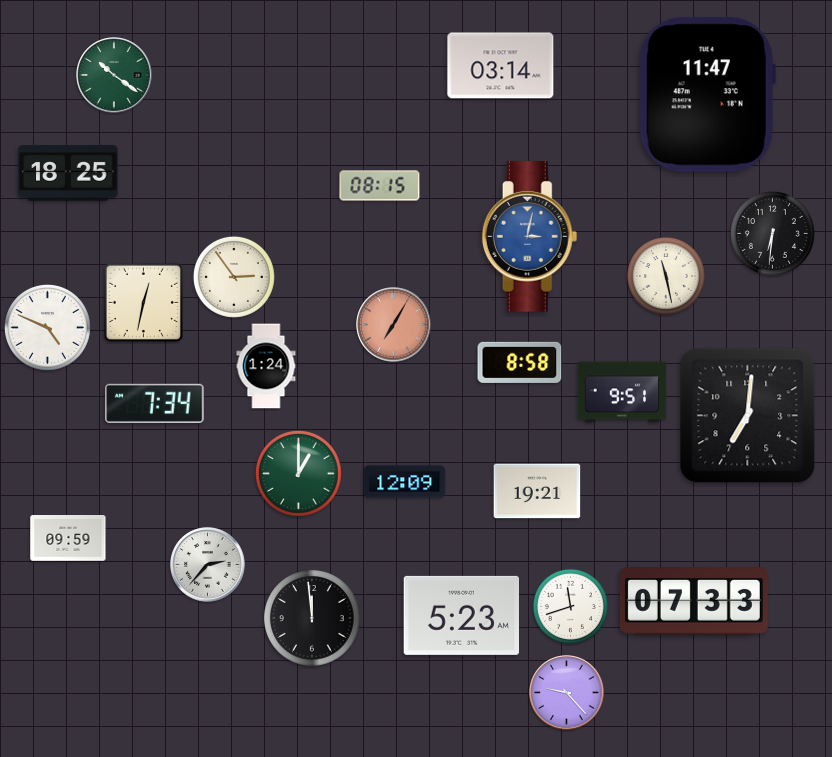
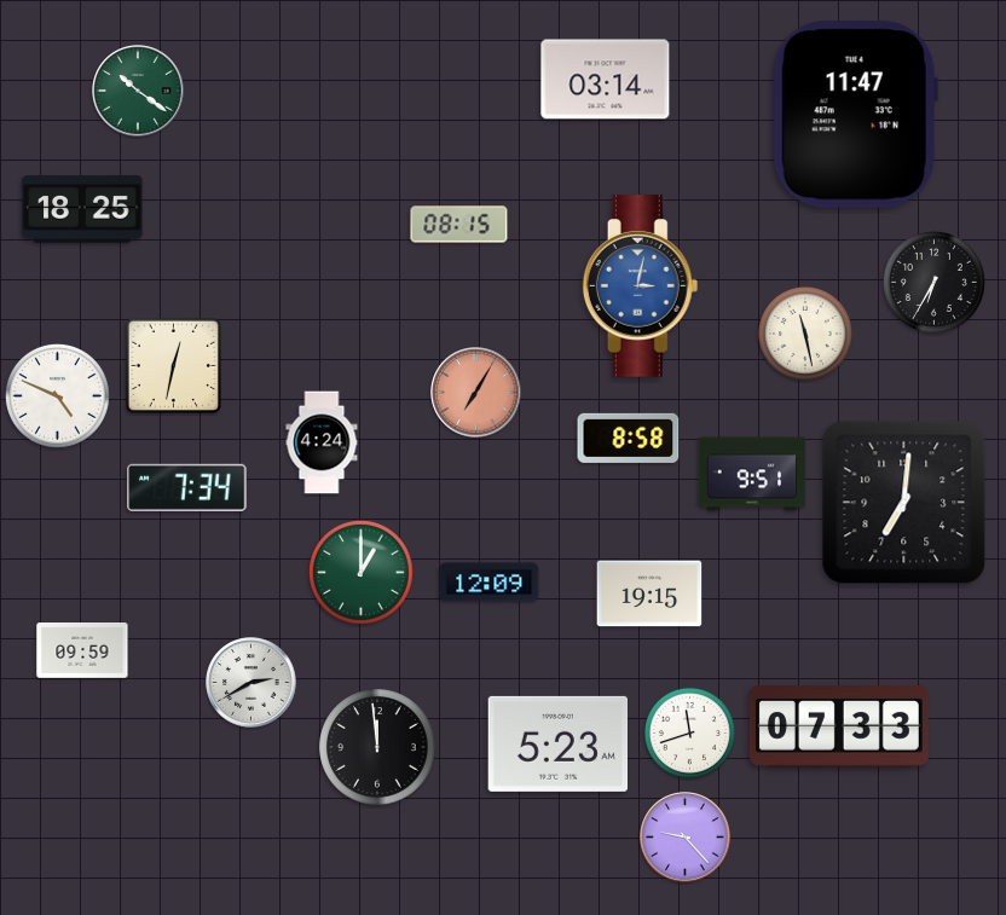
clock at (772, 233): 6:31 -> 6:35
clock at (234, 277): 2:54 -> none
clock at (266, 366): 1:24 -> 4:24
clock at (537, 491): 19:21 -> 19:15
clock at (208, 565): 2:37 -> 2:40
